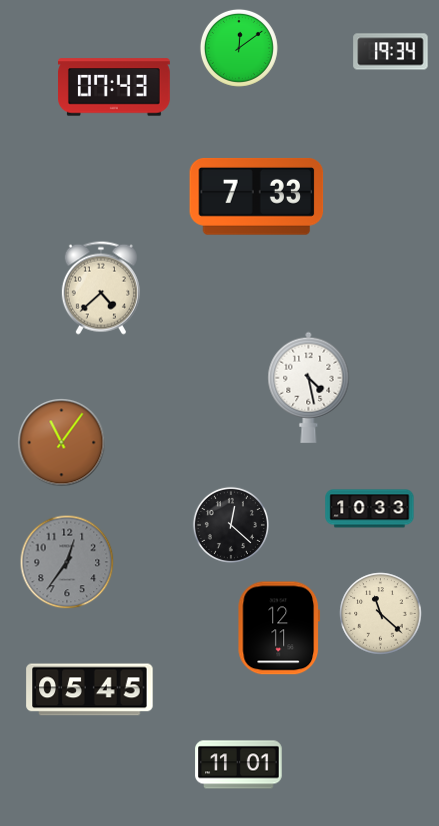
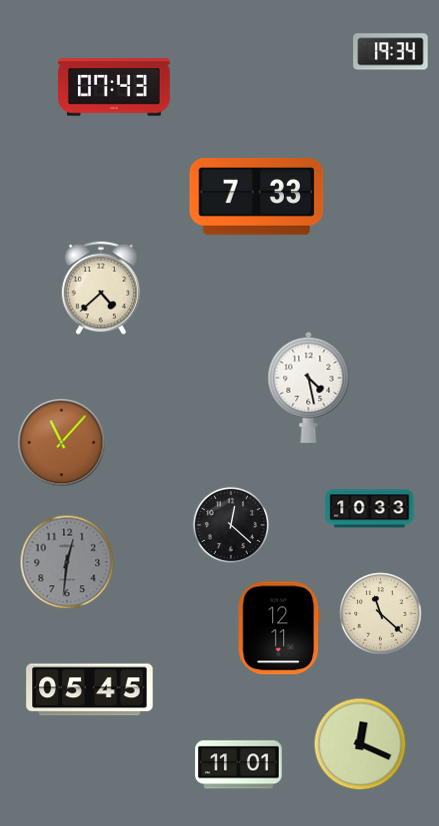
clock at (239, 48): 12:09 -> none
clock at (62, 443): 11:06 -> 11:07
clock at (67, 562): 12:36 -> 12:31
clock at (360, 744): none -> 12:19
